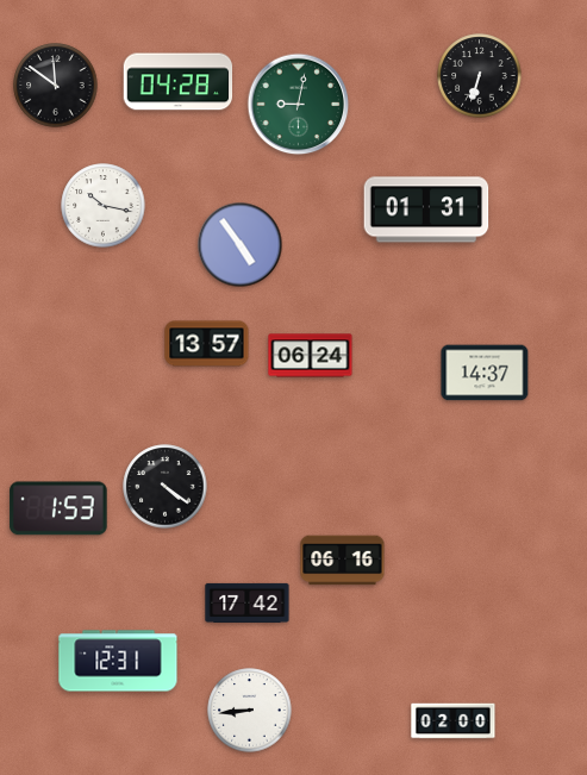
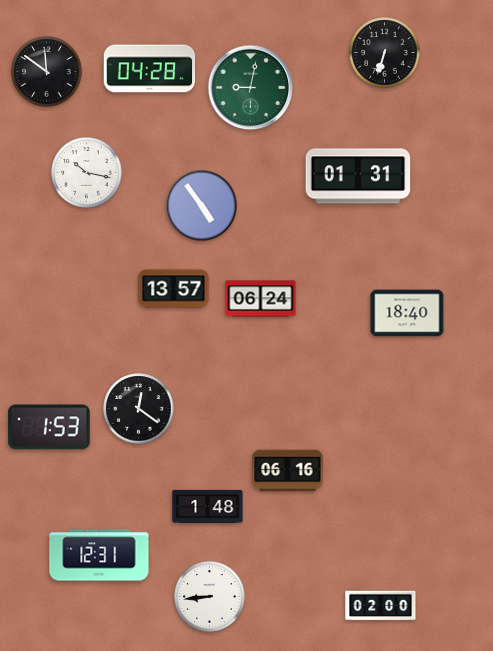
clock at (480, 76) position: (480, 76) -> (385, 53)
clock at (485, 373): 14:37 -> 18:40
clock at (166, 487): 4:21 -> 12:21
clock at (248, 602): 17:42 -> 1:48
